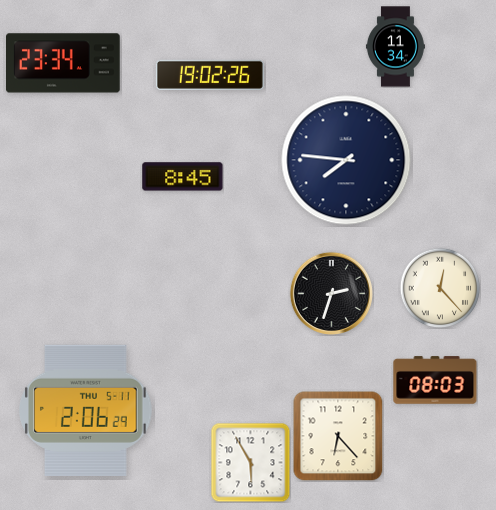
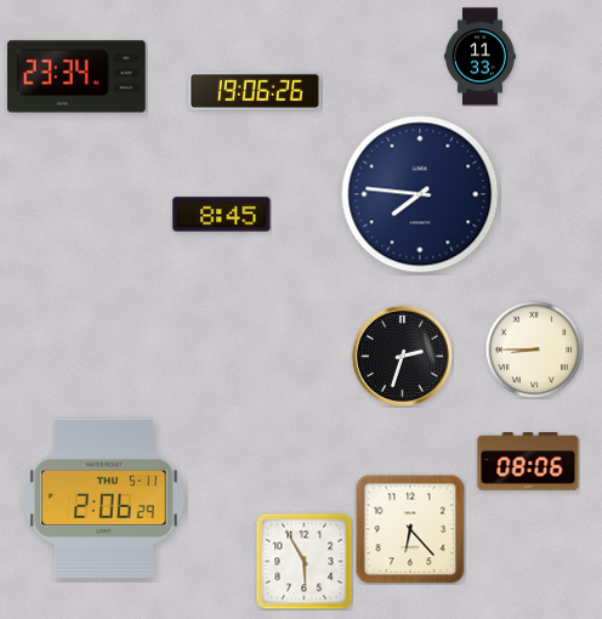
clock at (395, 47): 11:34 -> 11:33
clock at (210, 75): 19:02 -> 19:06
clock at (440, 288): 12:23 -> 8:45
clock at (435, 380): 08:03 -> 08:06
